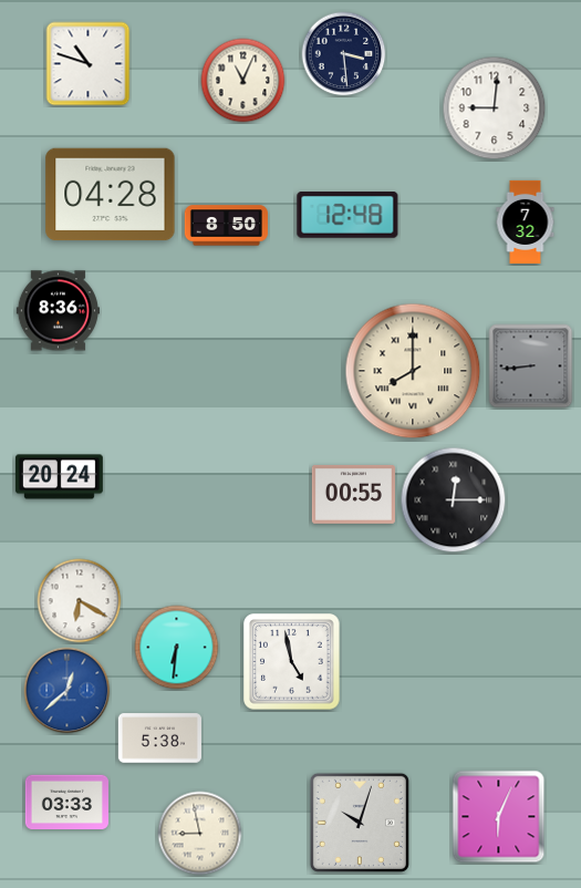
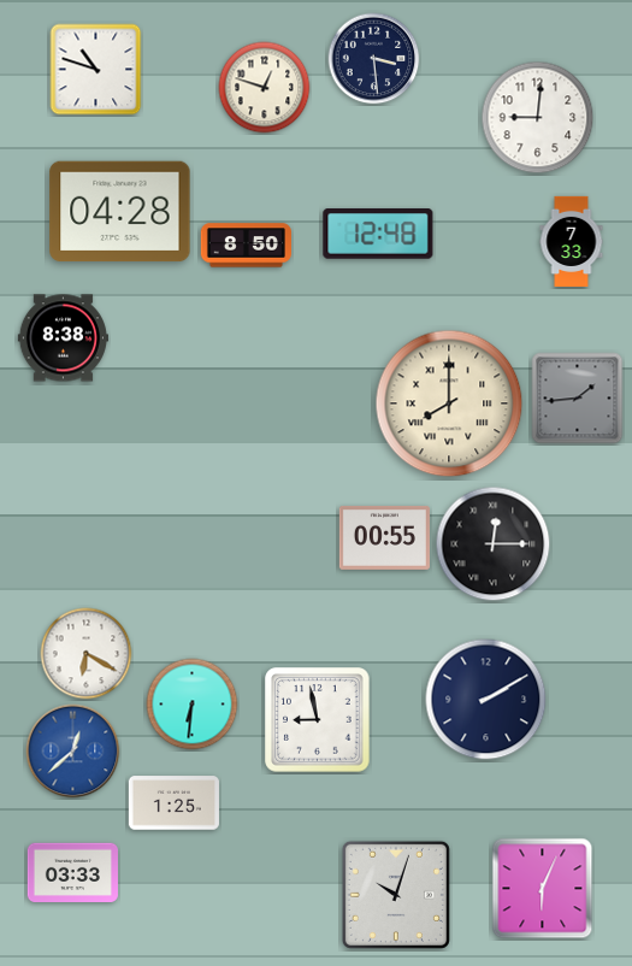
clock at (243, 81): 11:04 -> 12:48
clock at (526, 221): 7:32 -> 7:33
clock at (58, 311): 8:36 -> 8:38
clock at (531, 366): 8:44 -> 1:44
clock at (60, 477): 20:24 -> none
clock at (486, 700): none -> 2:10
clock at (292, 662): 4:58 -> 8:58
clock at (159, 739): 5:38 -> 1:25
clock at (360, 823) position: (360, 823) -> (396, 895)
clock at (200, 834): 8:58 -> none
